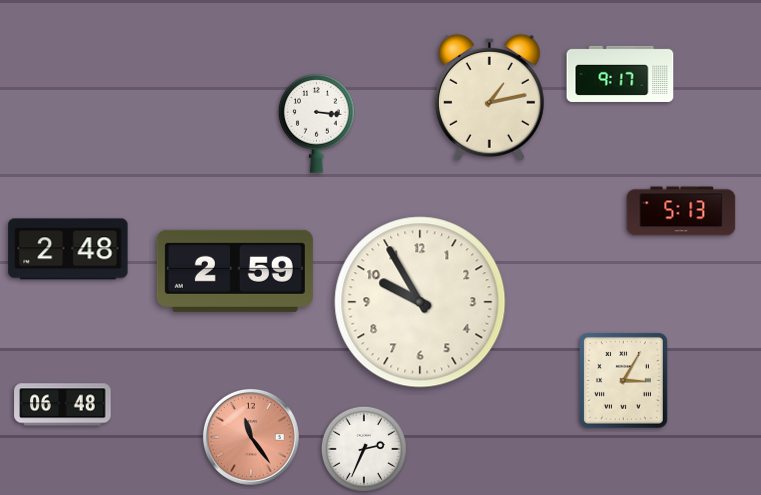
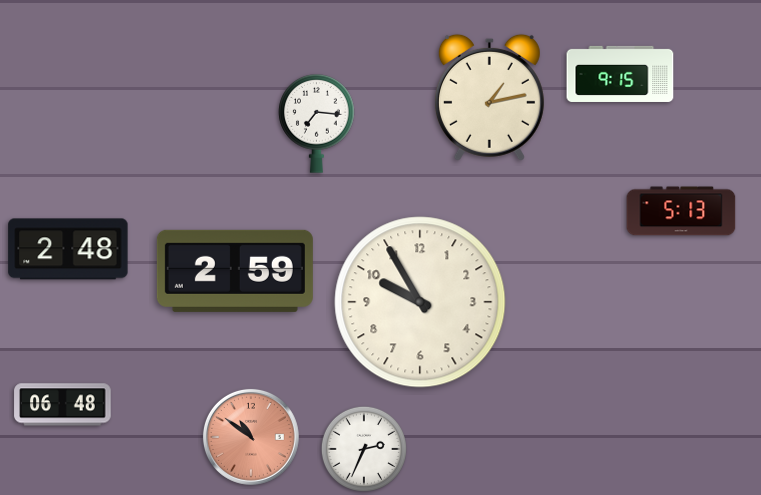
clock at (620, 74): 9:17 -> 9:15
clock at (317, 124): 3:16 -> 7:16
clock at (623, 381): 3:05 -> none
clock at (251, 437): 11:24 -> 10:51
